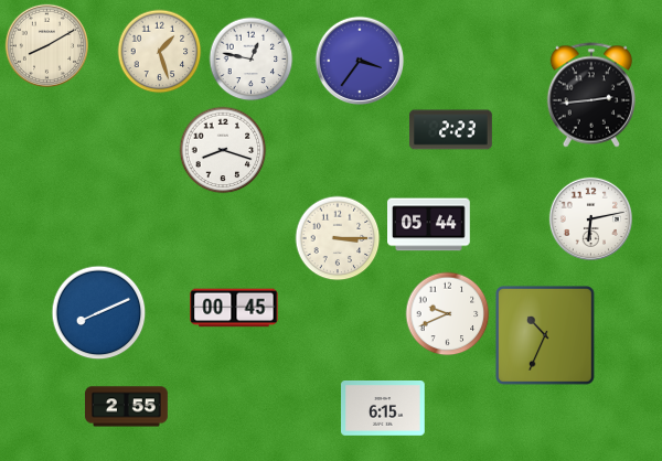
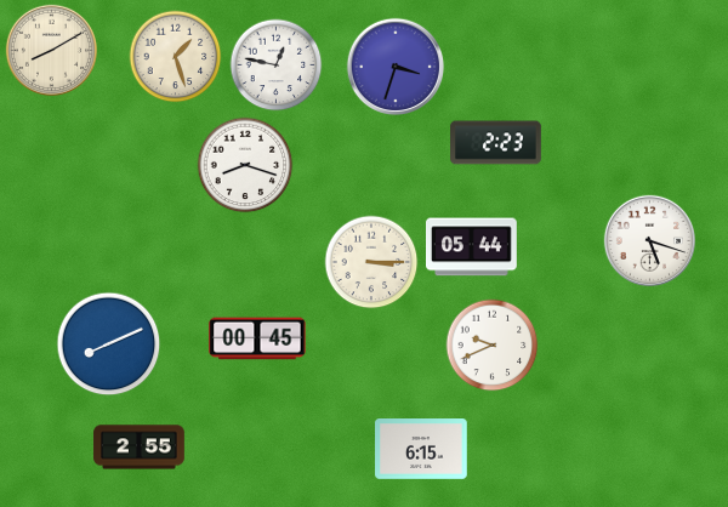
clock at (360, 61): 3:36 -> 3:33
clock at (591, 95): 2:44 -> none
clock at (590, 218): 6:13 -> 5:18
clock at (546, 336): 10:34 -> none
